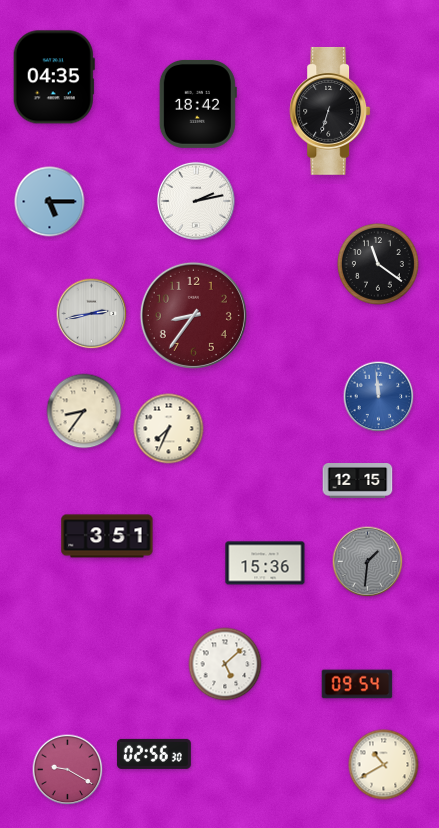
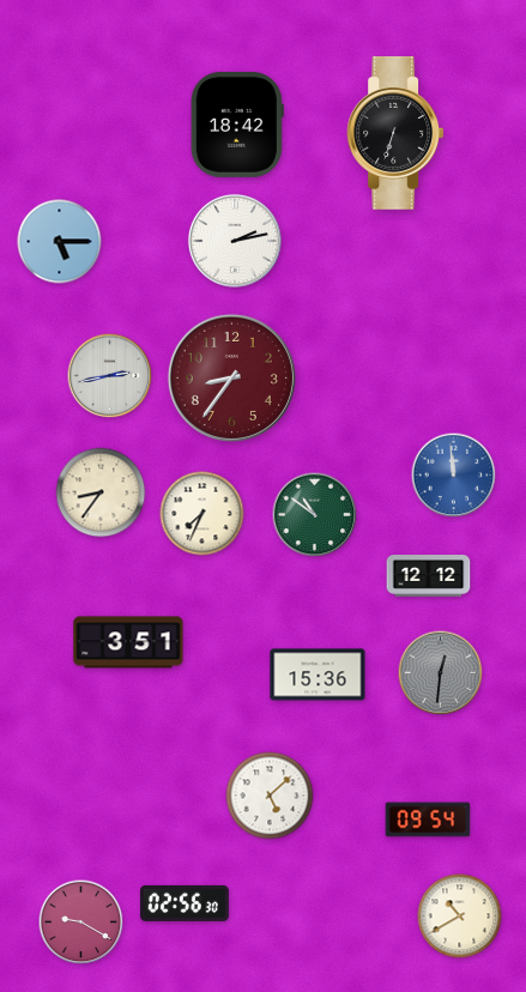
clock at (54, 77): 04:35 -> none
clock at (378, 264): 11:21 -> none
clock at (315, 515): none -> 10:51
clock at (358, 481): 12:15 -> 12:12
clock at (368, 562): 1:31 -> 12:31
